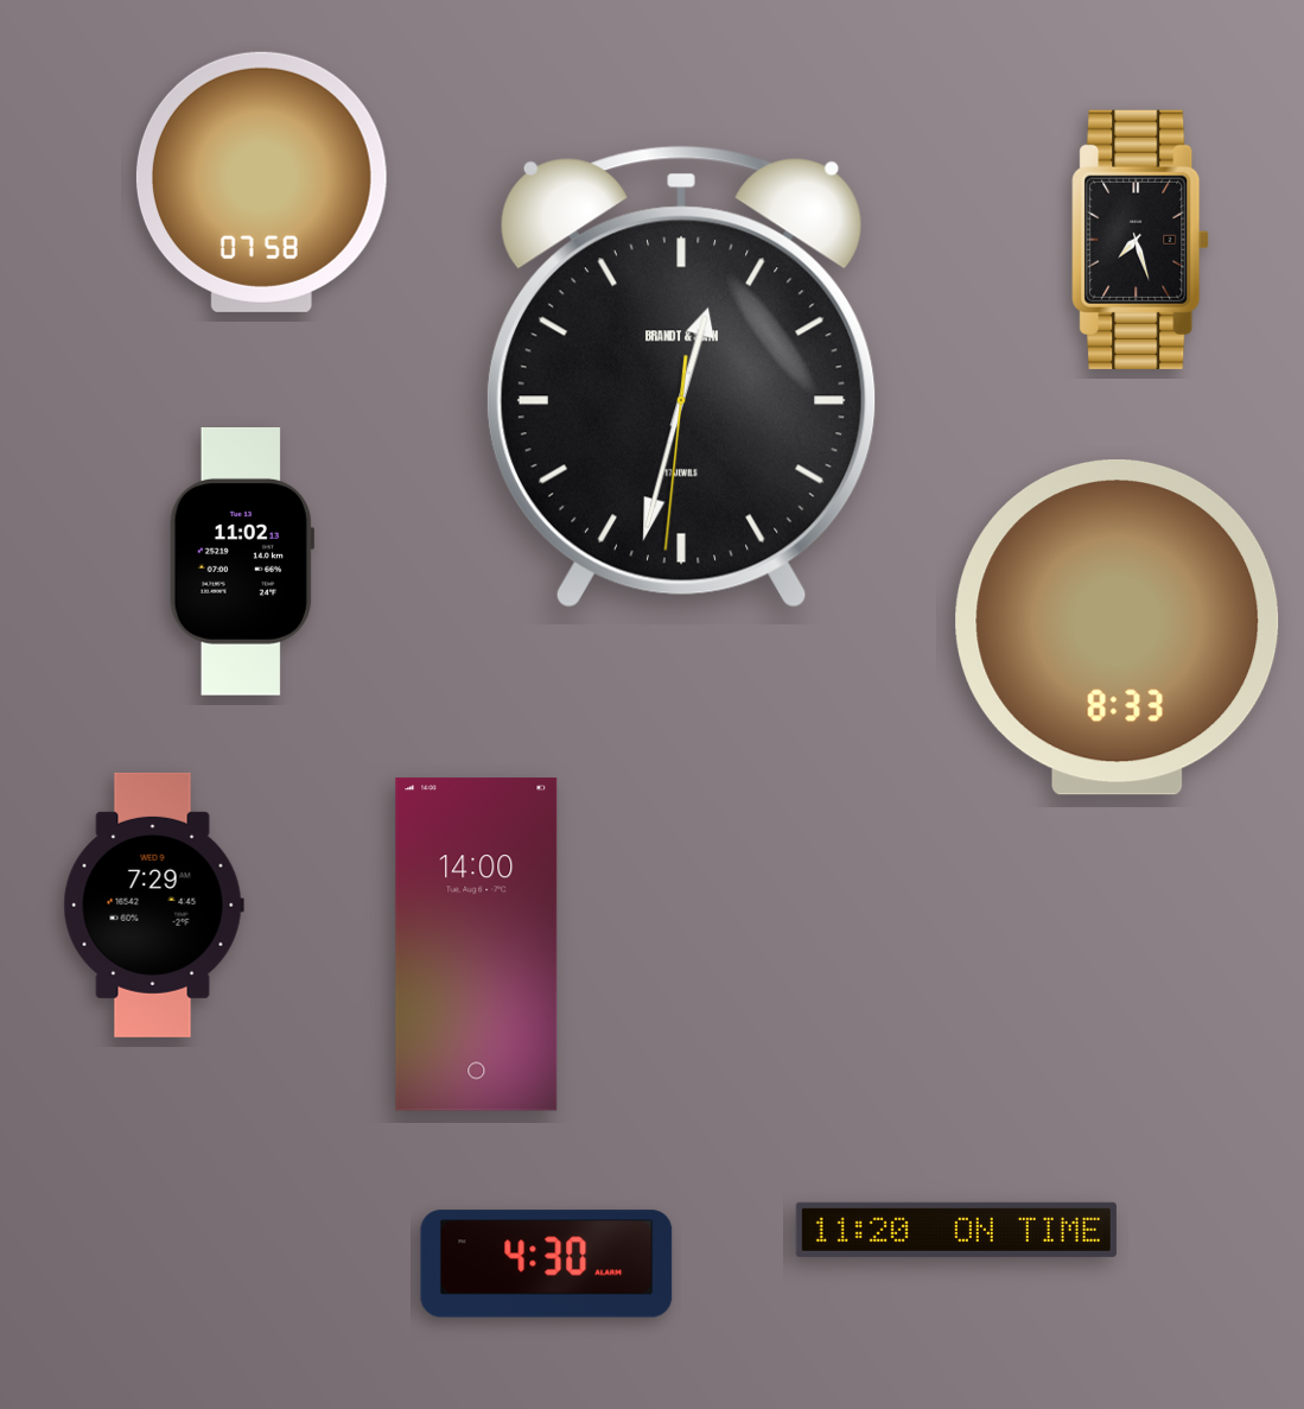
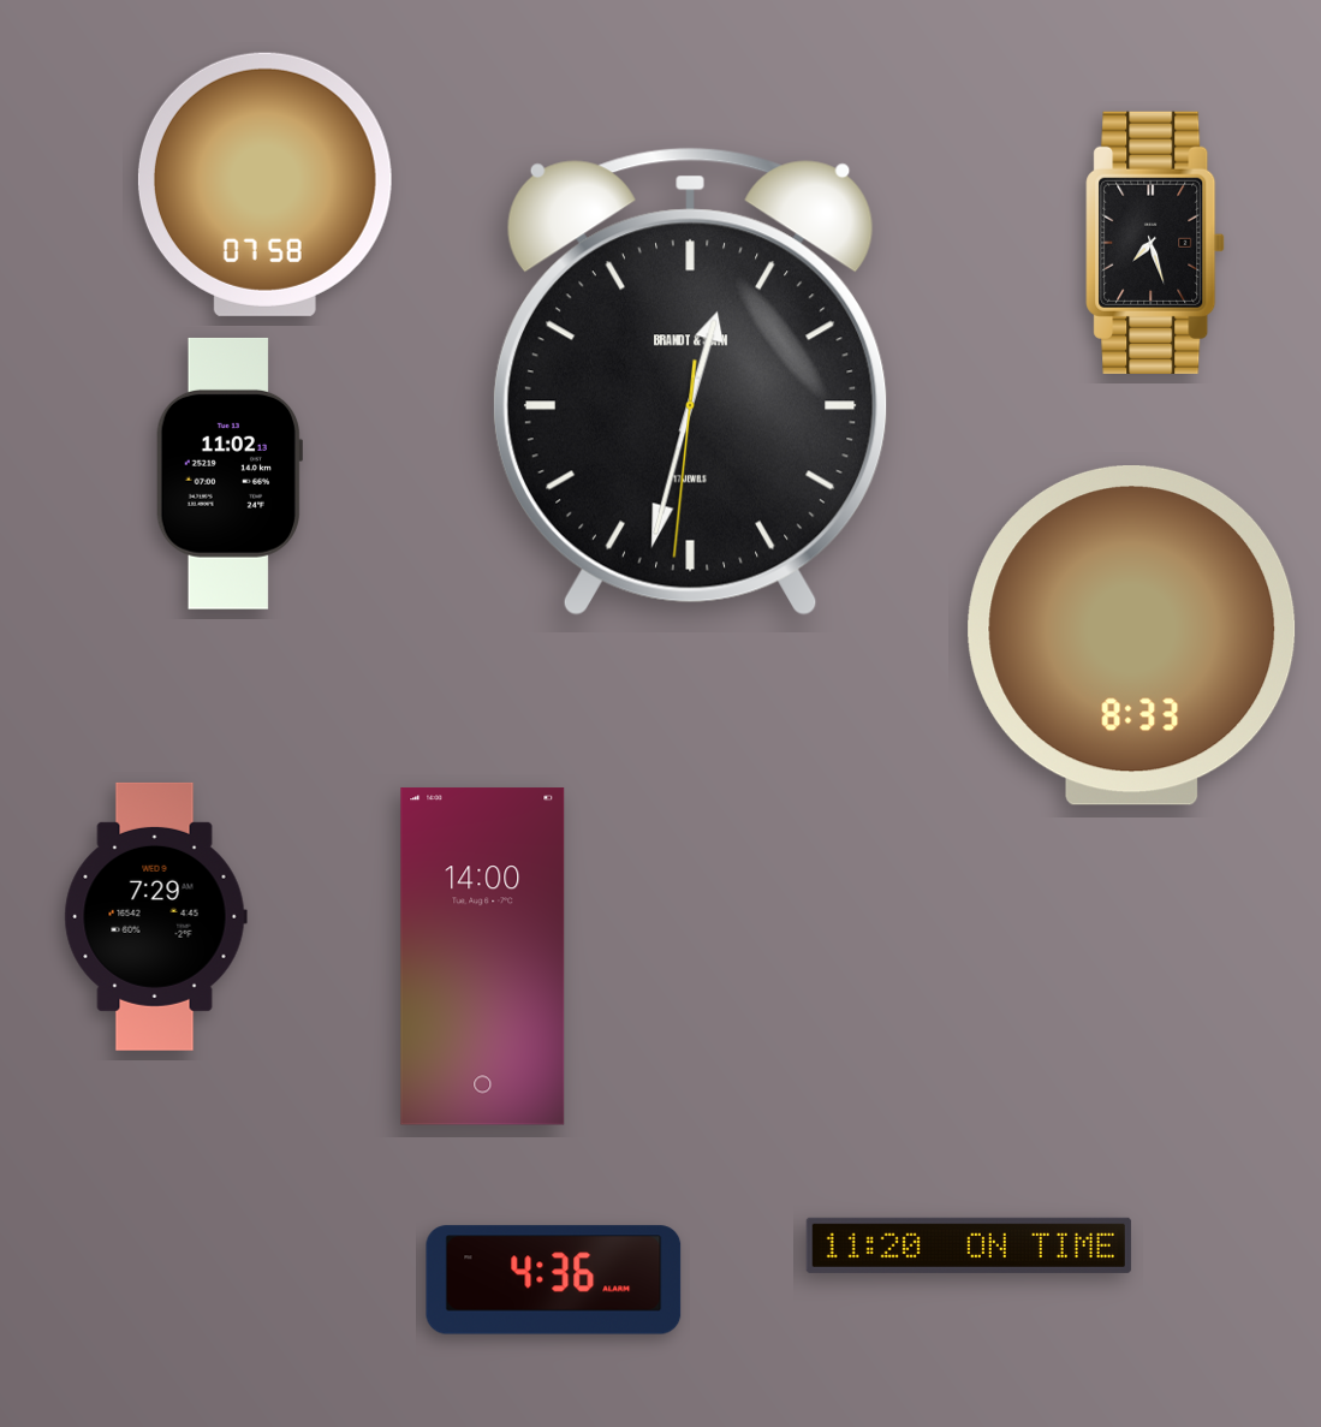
clock at (241, 561) position: (241, 561) -> (228, 474)
clock at (547, 1264): 4:30 -> 4:36
